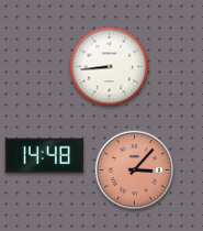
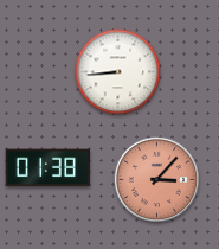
clock at (45, 156): 14:48 -> 01:38
clock at (135, 170) position: (135, 170) -> (157, 180)
